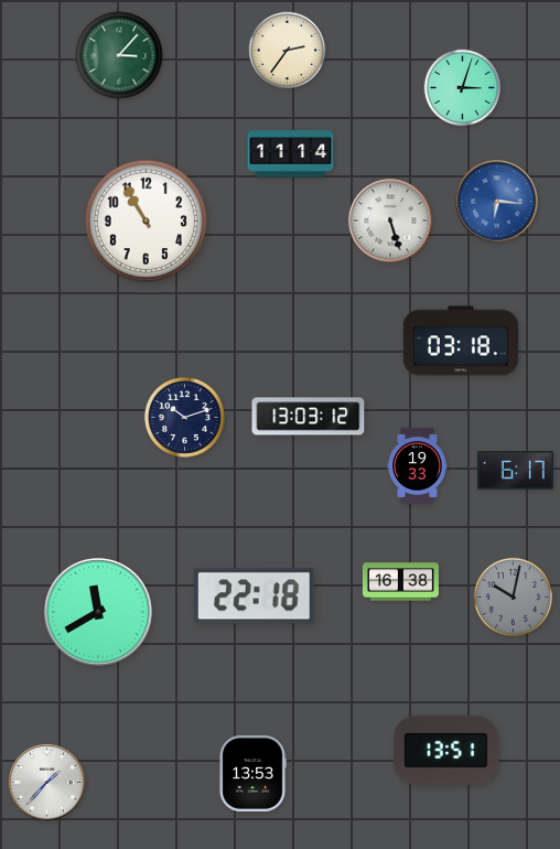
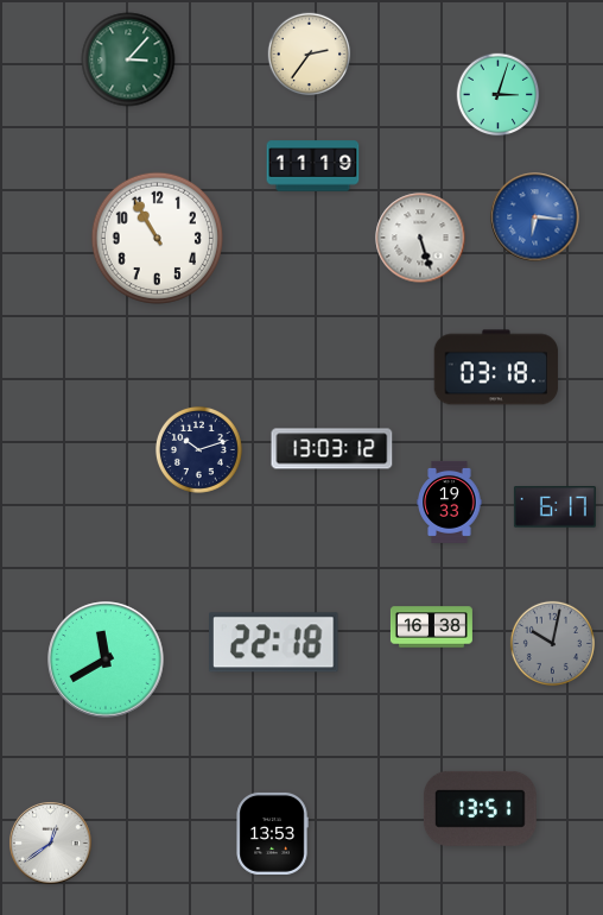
clock at (291, 154): 11:14 -> 11:19
clock at (47, 783): 1:37 -> 12:39
